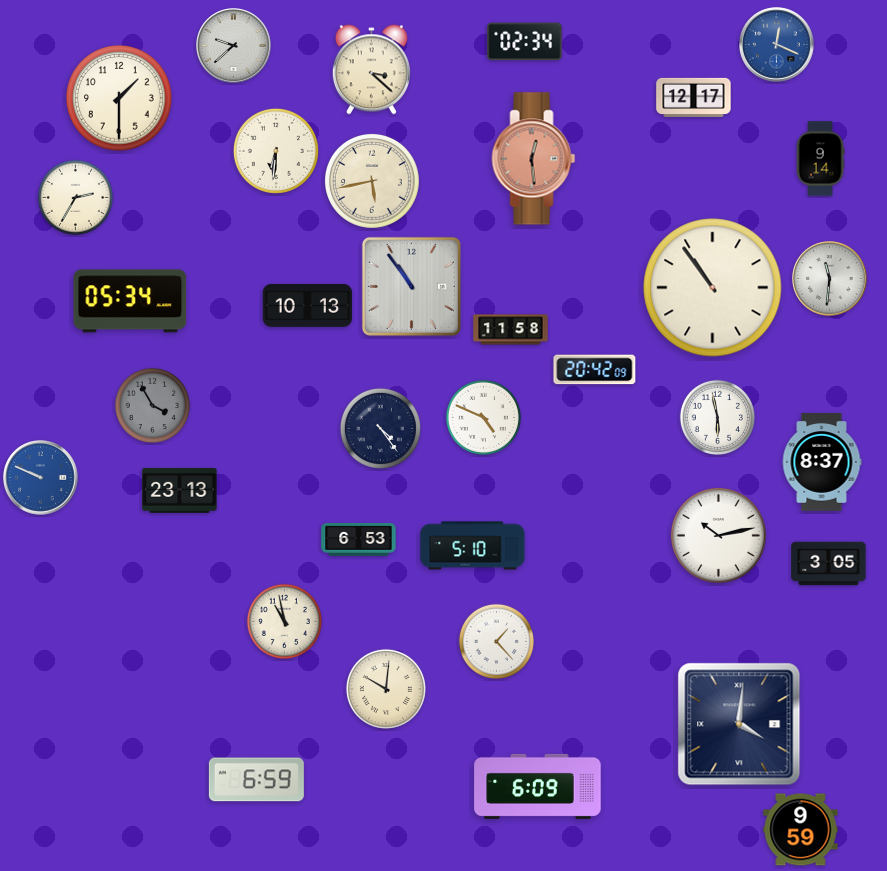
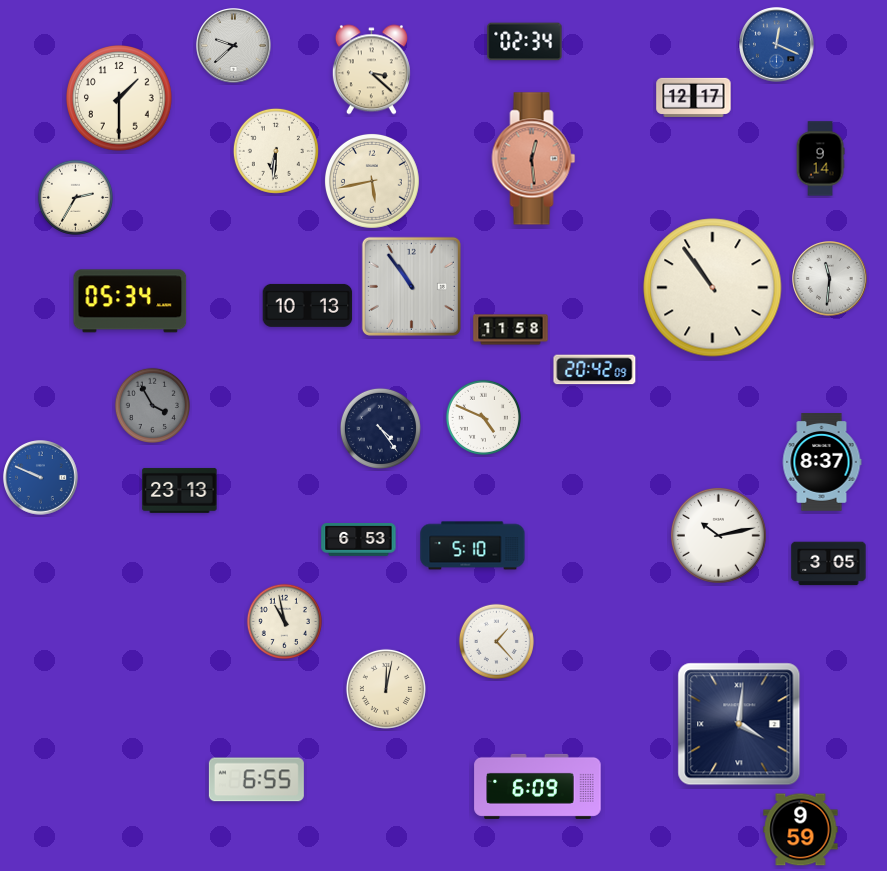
clock at (717, 417): 5:58 -> none
clock at (386, 689): 10:01 -> 12:02
clock at (256, 780): 6:59 -> 6:55
